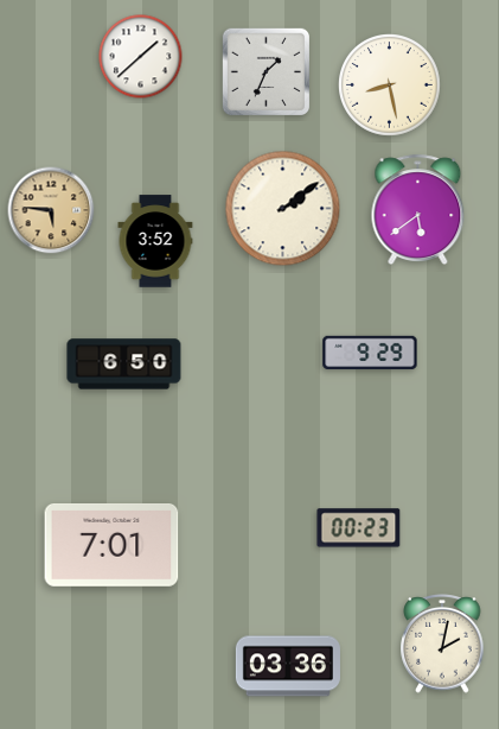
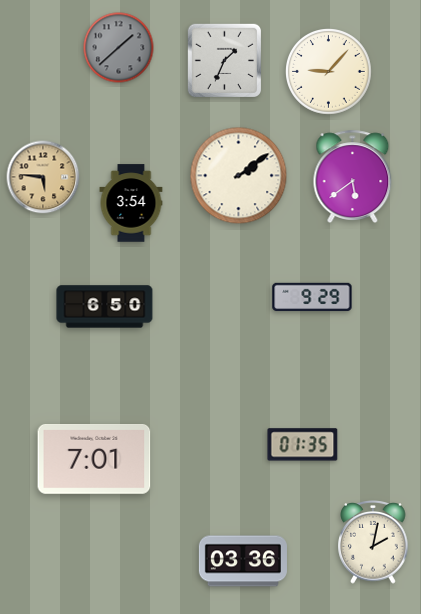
clock at (141, 57) dial: white -> grey
clock at (390, 85): 8:28 -> 9:07
clock at (155, 241): 3:52 -> 3:54
clock at (359, 528): 00:23 -> 01:35
